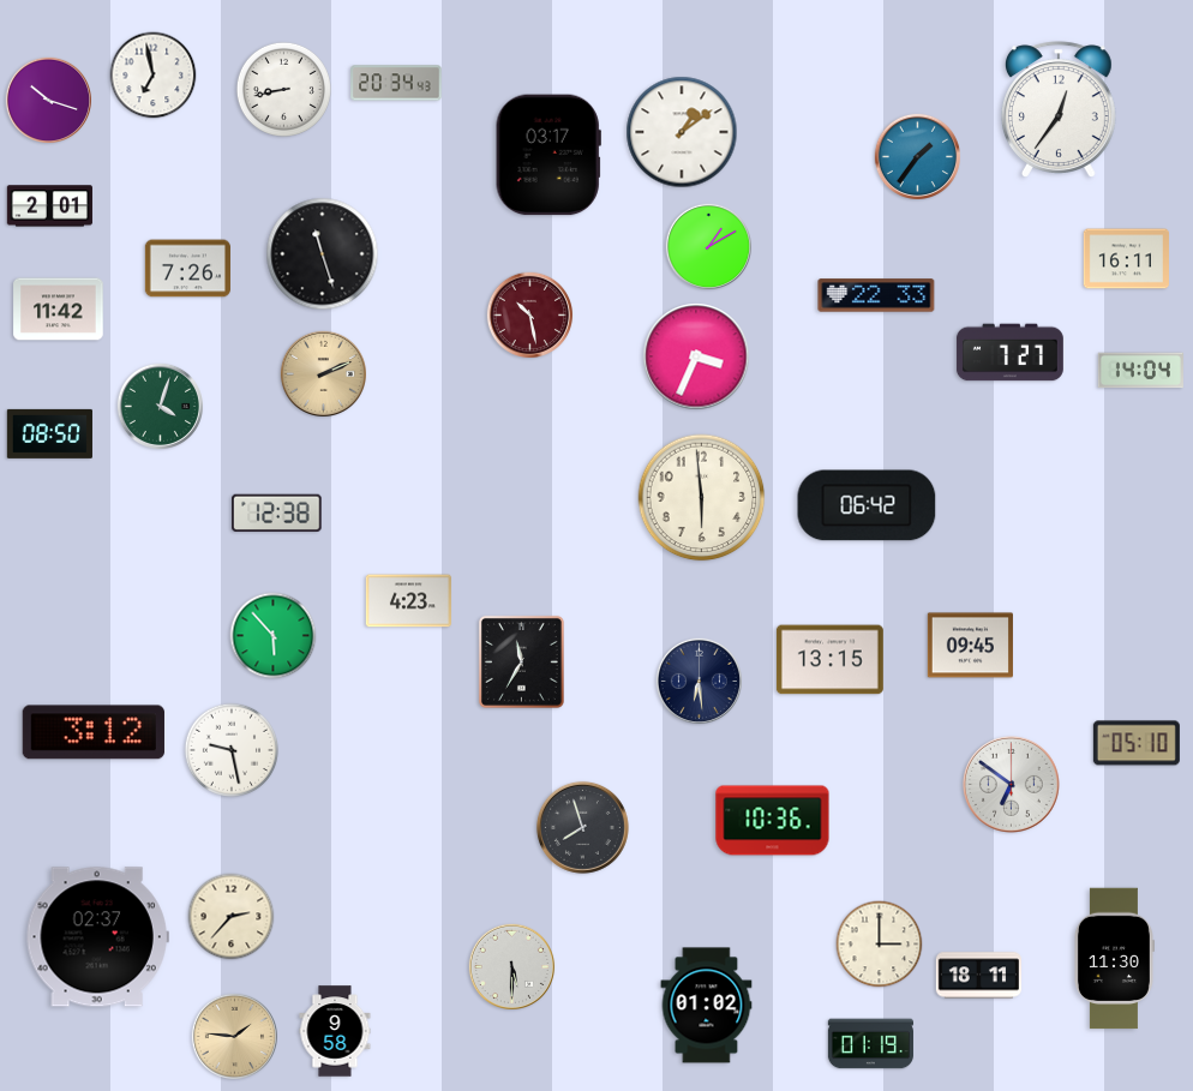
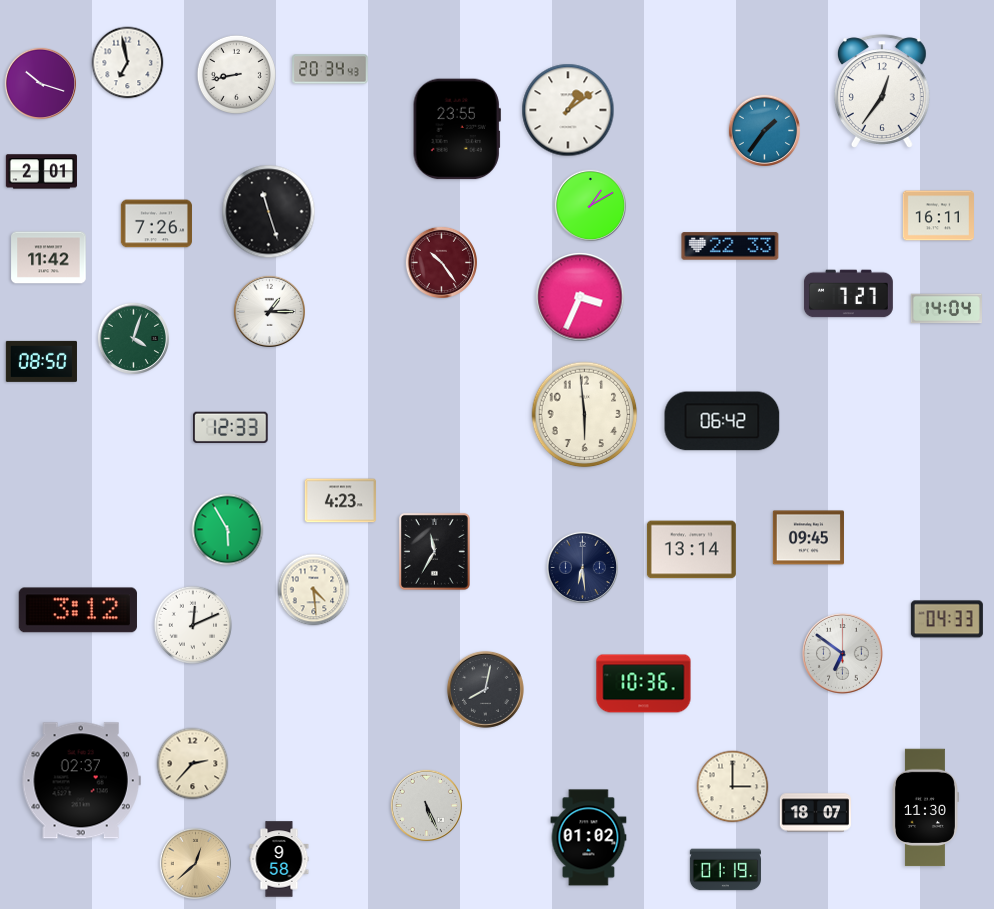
clock at (548, 155): 03:17 -> 23:55
clock at (529, 314): 10:28 -> 10:24
clock at (1009, 353) position: (1009, 353) -> (848, 294)
clock at (1140, 371) position: (1140, 371) -> (946, 309)
clock at (323, 373): 2:11 -> 1:15
clock at (323, 373) dial: champagne -> white
clock at (277, 512): 12:38 -> 12:33
clock at (274, 636): 5:53 -> 5:55
clock at (829, 660): 13:15 -> 13:14
clock at (314, 590): none -> 4:29
clock at (1137, 743): 05:10 -> 04:33
clock at (230, 749): 9:28 -> 12:11
clock at (582, 827): 7:57 -> 8:02
clock at (1114, 959) position: (1114, 959) -> (925, 808)
clock at (511, 966): 5:30 -> 5:26
clock at (978, 976): 18:11 -> 18:07
clock at (234, 1036): 1:46 -> 12:38
